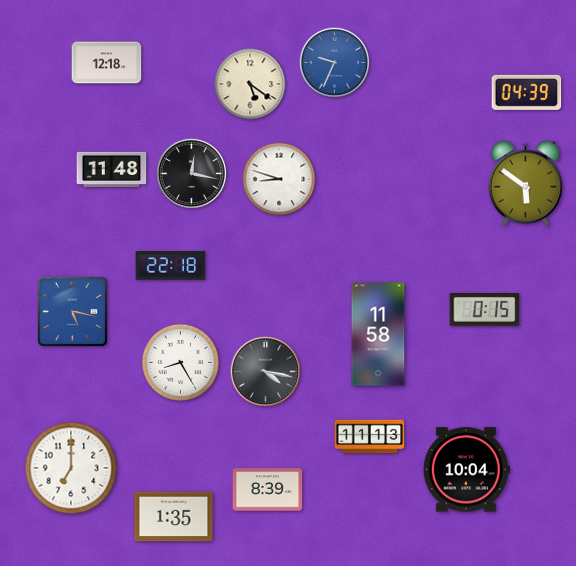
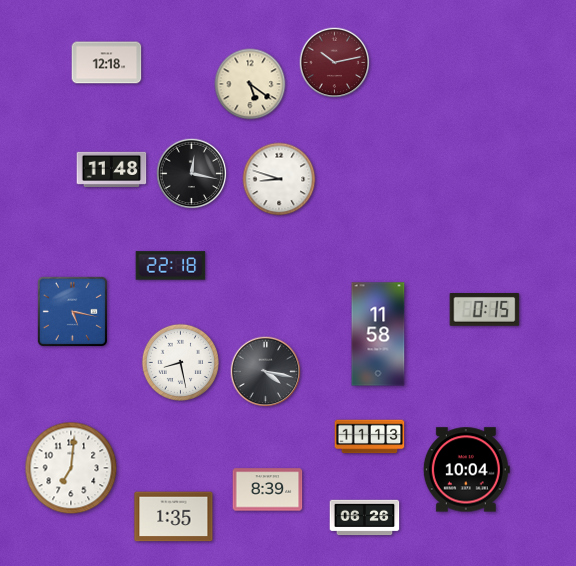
clock at (335, 63): 9:34 -> 10:13
clock at (335, 63) dial: blue -> burgundy
clock at (527, 92): 04:39 -> none
clock at (526, 184): 5:51 -> none
clock at (180, 362): 8:25 -> 8:28
clock at (71, 468): 7:00 -> 7:01
clock at (365, 518): none -> 06:26
